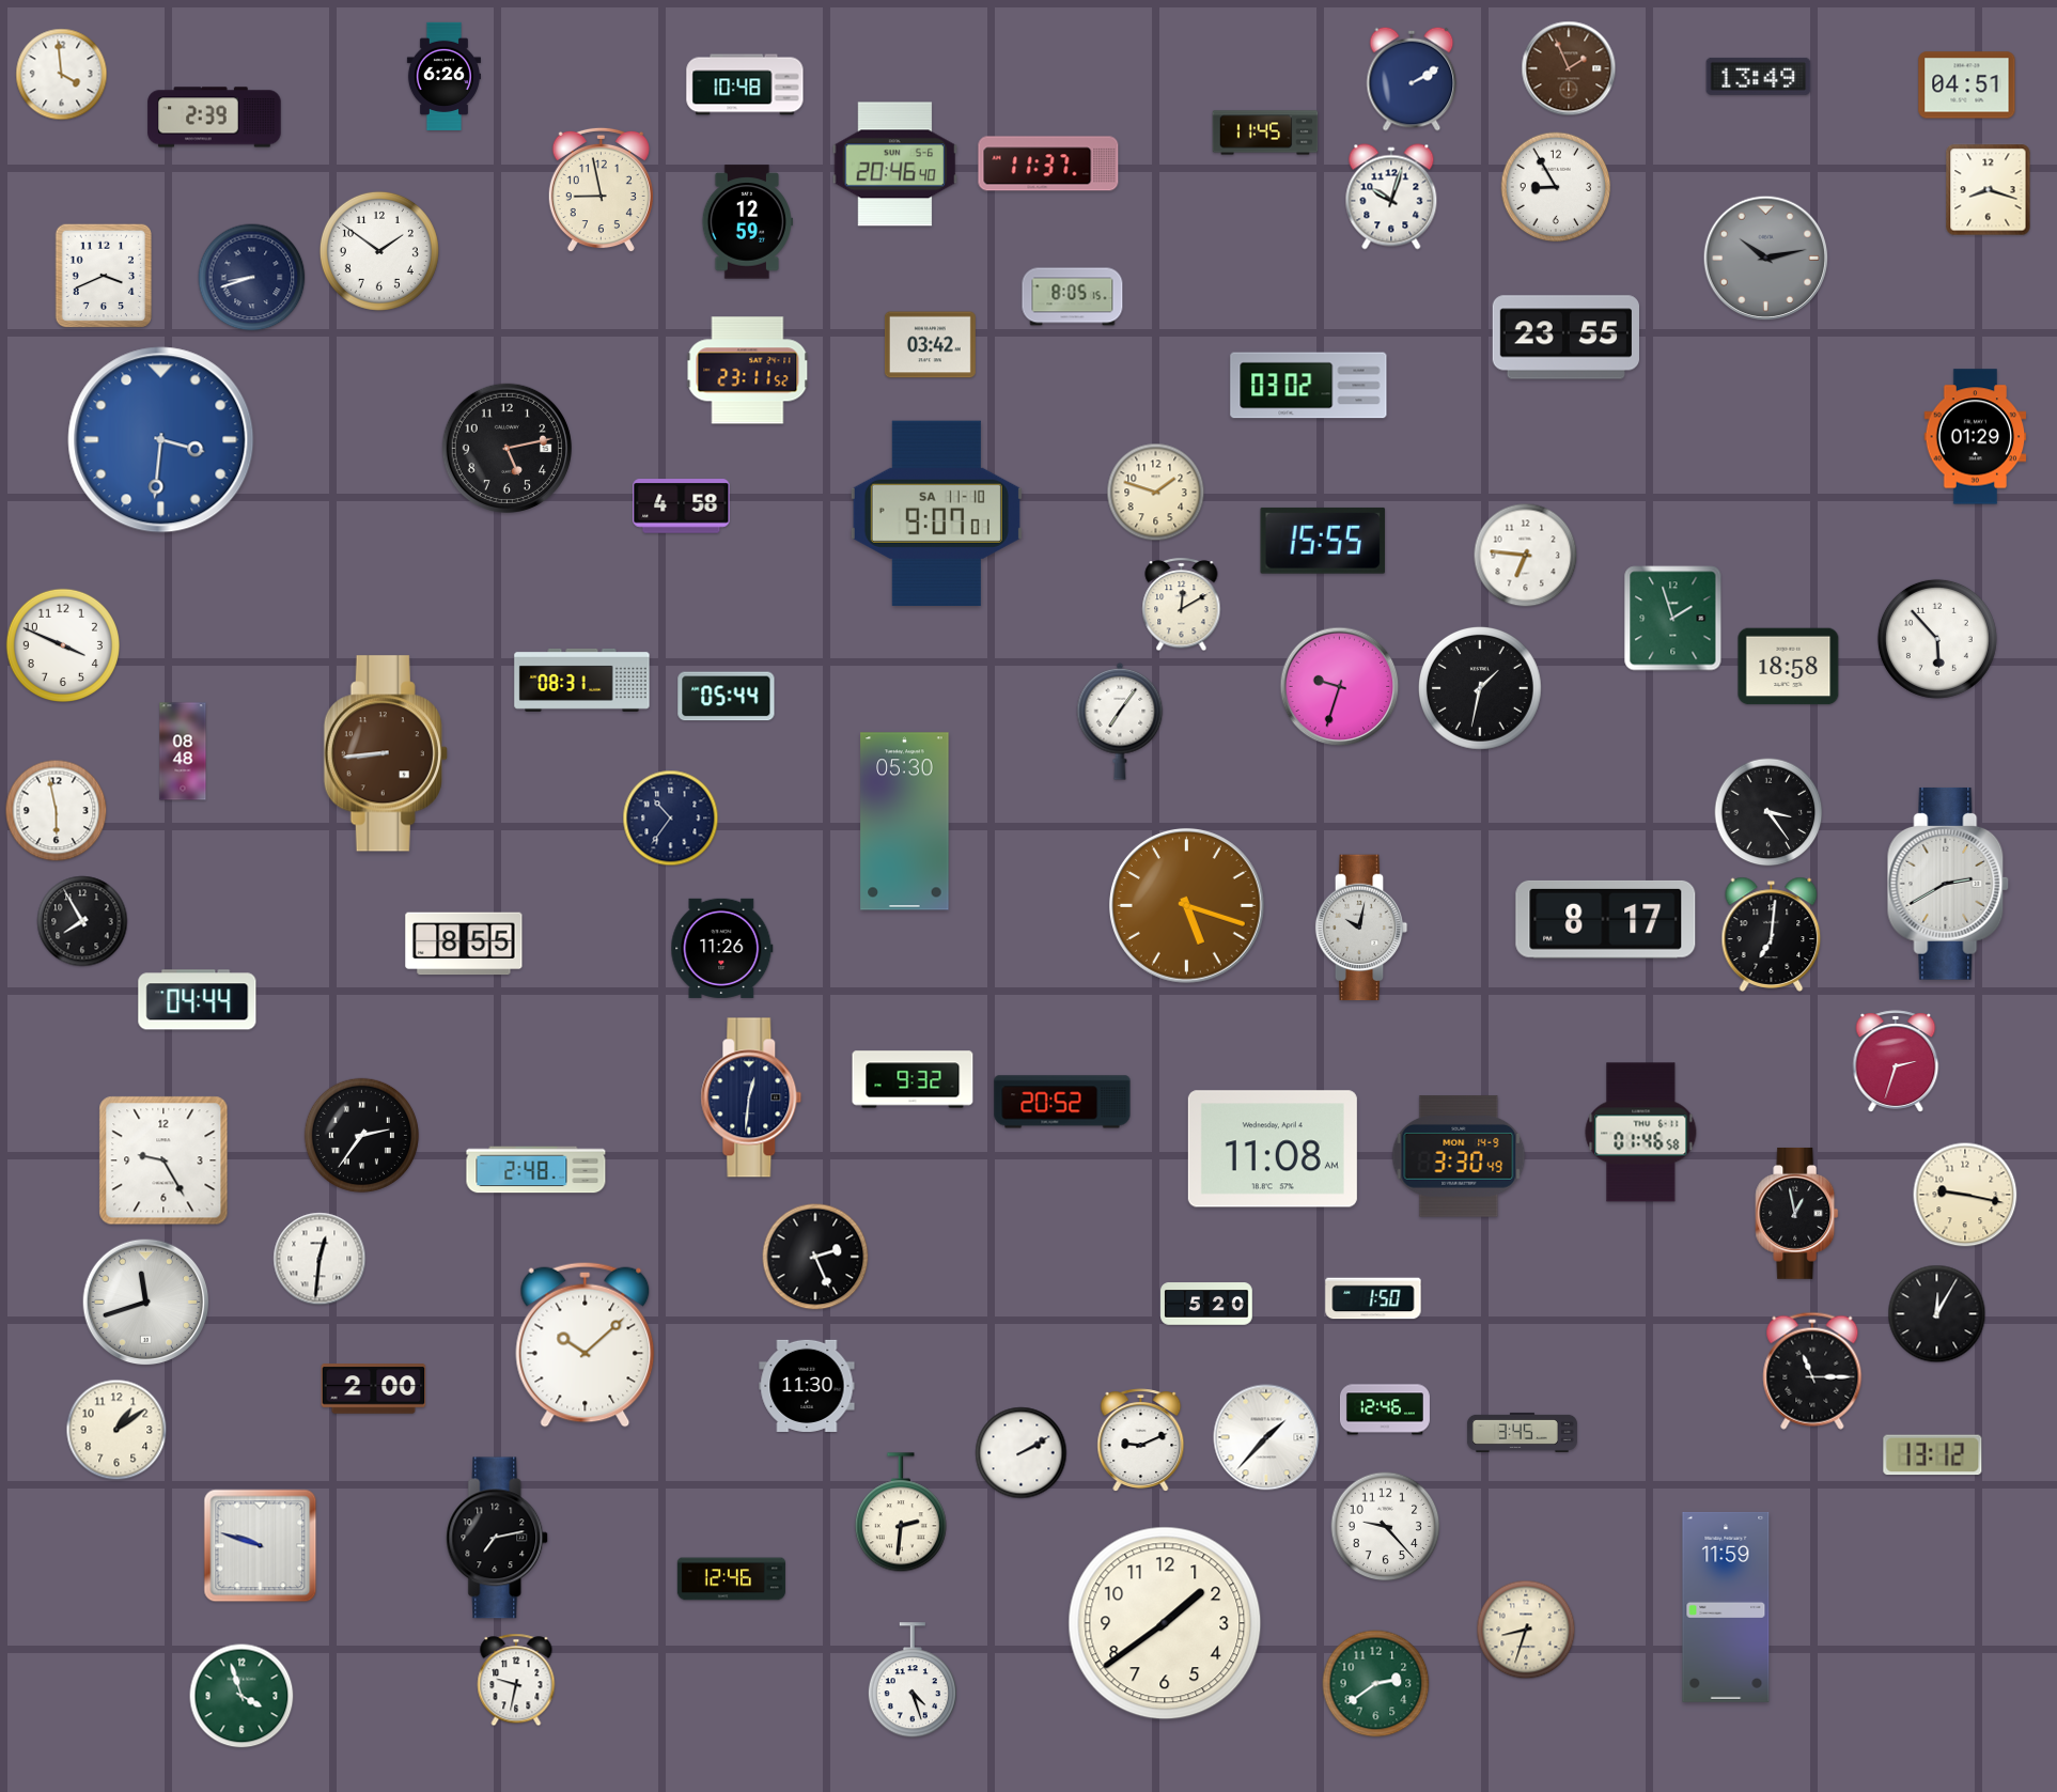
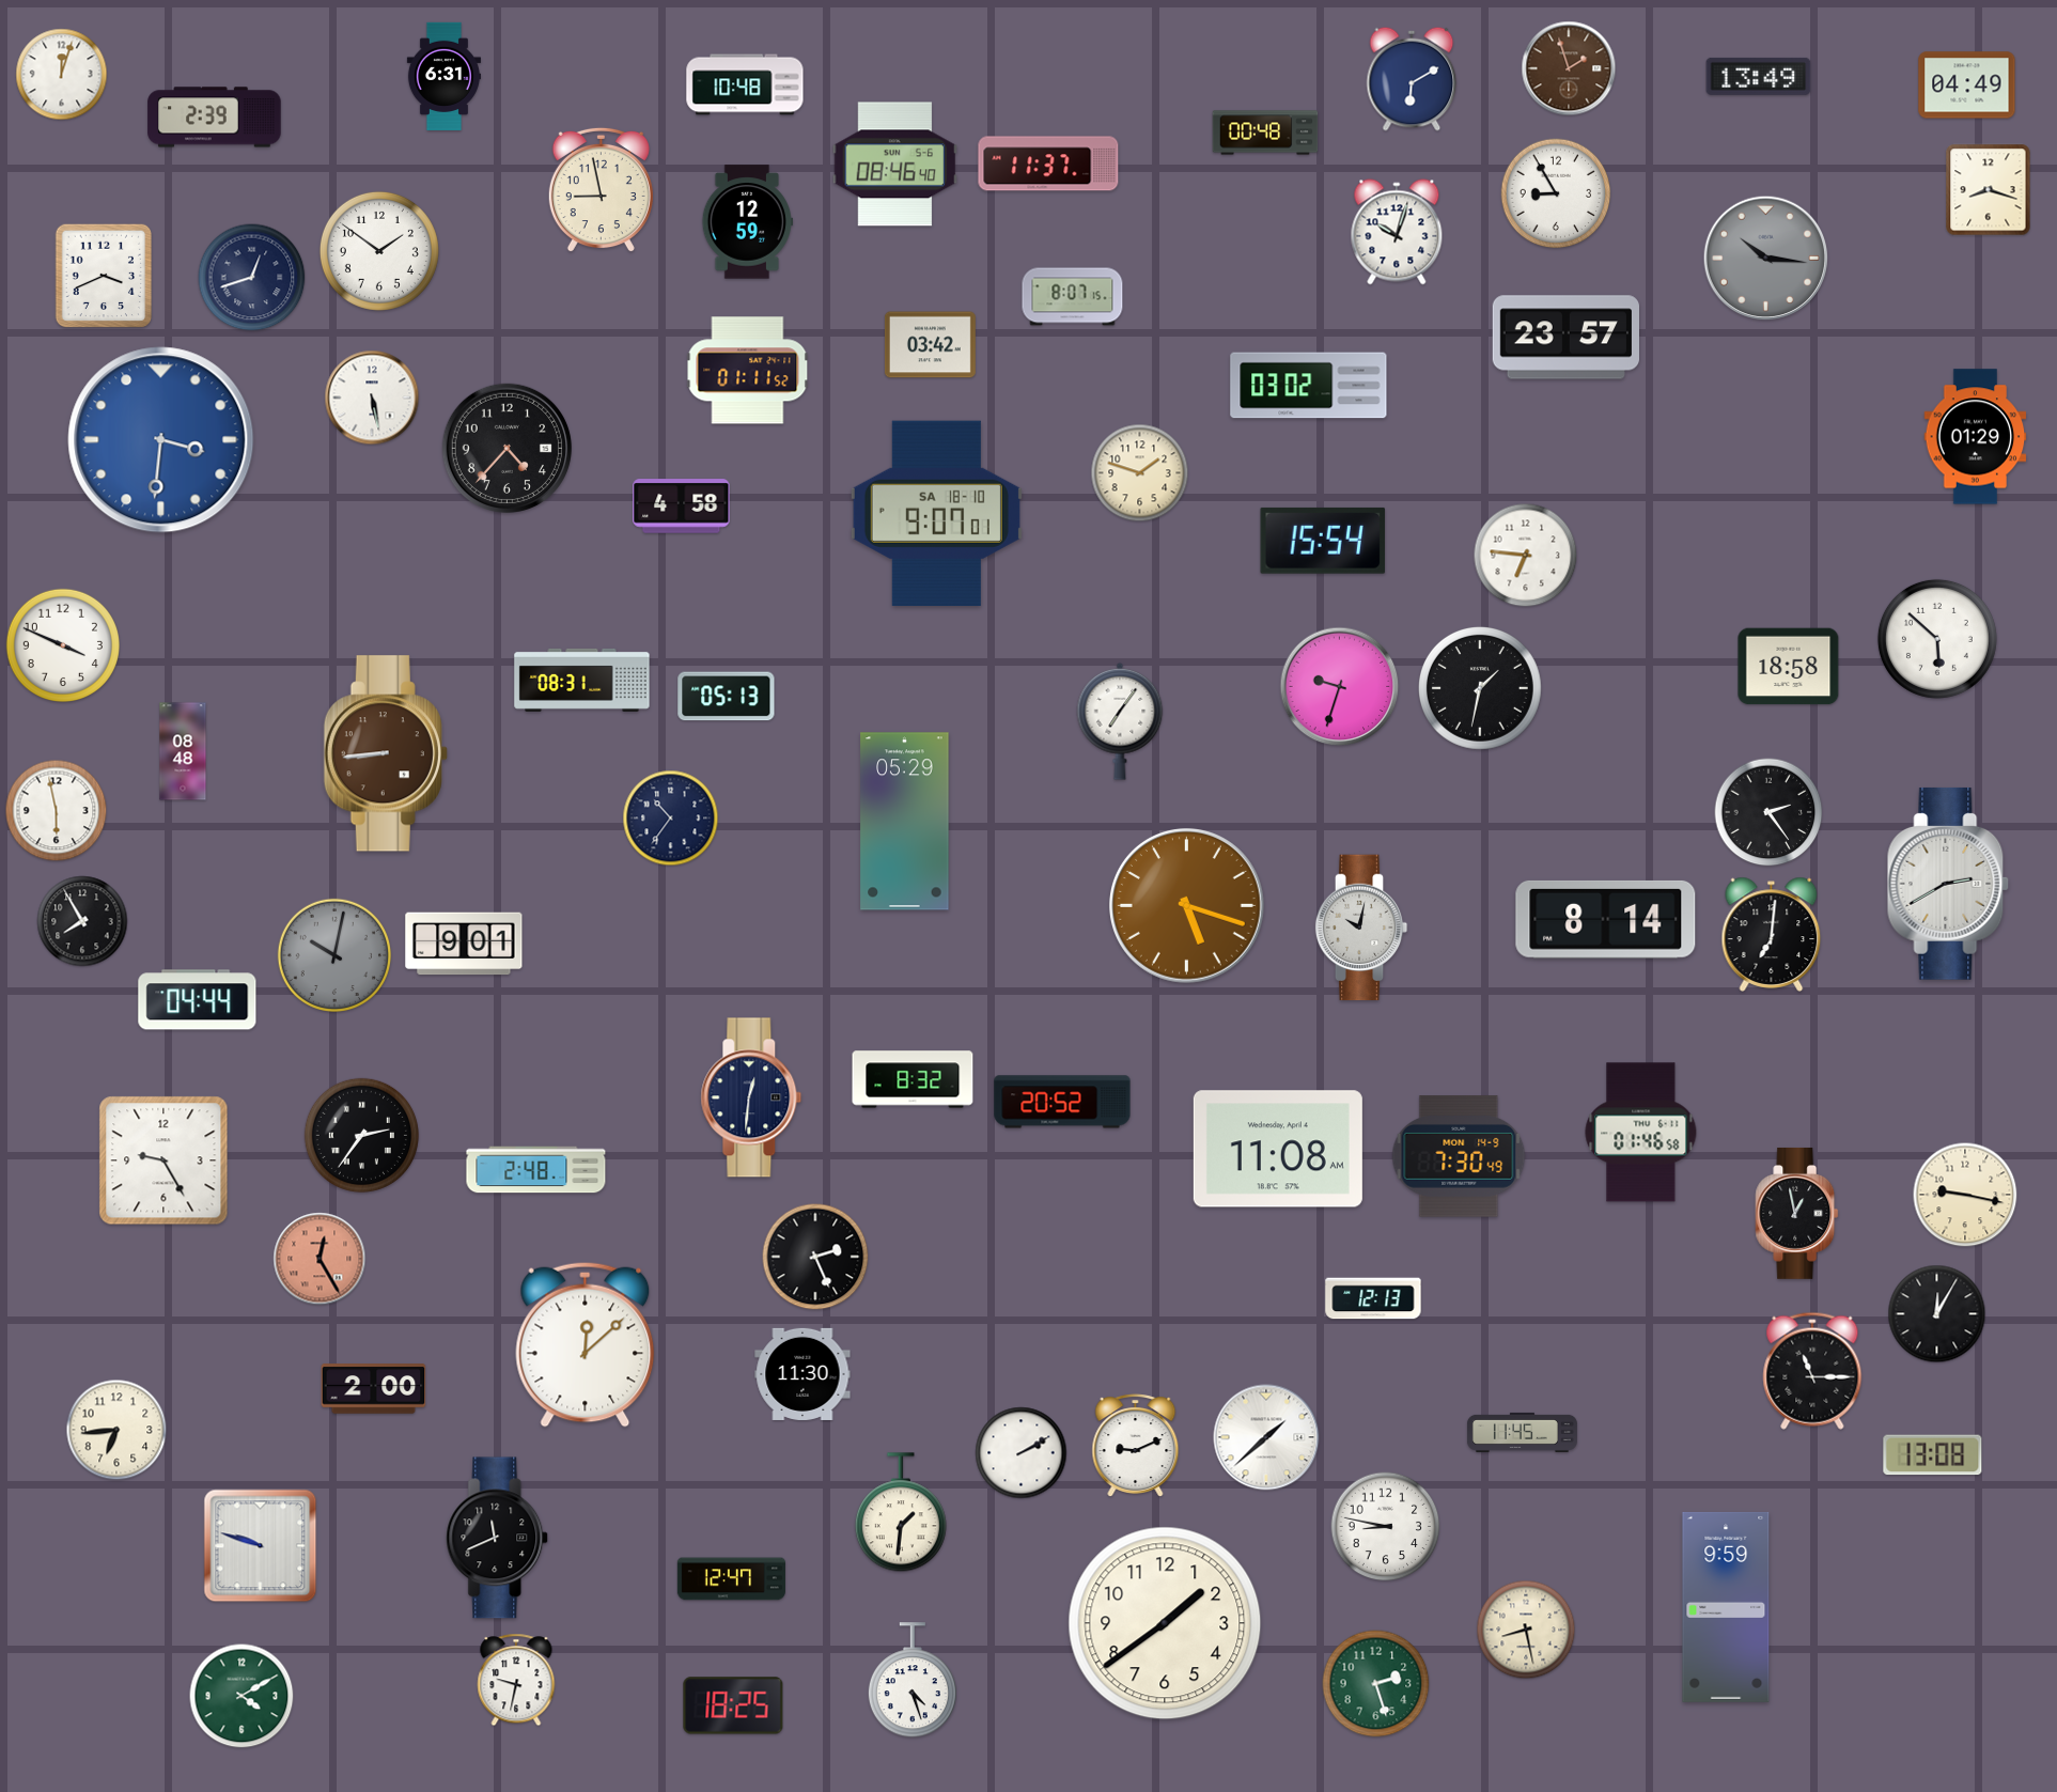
clock at (1569, 68): 1:56 -> 1:57
clock at (62, 75): 3:59 -> 12:03
clock at (443, 76): 6:26 -> 6:31
clock at (1412, 79): 2:10 -> 6:10
clock at (1967, 85): 04:51 -> 04:49
clock at (1265, 133): 11:45 -> 00:48
clock at (895, 165): 20:46 -> 08:46
clock at (1556, 187) position: (1556, 187) -> (1556, 193)
clock at (1391, 197) position: (1391, 197) -> (1397, 232)
clock at (1766, 259): 10:13 -> 10:16
clock at (252, 278): 8:42 -> 12:42
clock at (1073, 297): 8:05 -> 8:07
clock at (1565, 338): 23:55 -> 23:57
clock at (748, 371): 23:11 -> 01:11
clock at (372, 398): none -> 5:28
clock at (507, 448): 5:13 -> 4:37
clock at (1156, 493) position: (1156, 493) -> (1140, 473)
clock at (936, 513) date: SA 11-10 -> SA 18-10
clock at (1323, 541): 15:55 -> 15:54
clock at (1182, 605): 12:10 -> none
clock at (1673, 619): 1:57 -> none
clock at (1937, 639): 5:53 -> 5:52
clock at (727, 697): 05:44 -> 05:13
clock at (1768, 812): 3:24 -> 2:24
clock at (905, 822): 05:30 -> 05:29
clock at (1606, 919): 8:17 -> 8:14
clock at (464, 944): 8:55 -> 9:01
clock at (722, 948): 11:26 -> none
clock at (333, 954): none -> 10:02
clock at (1896, 1061): 2:33 -> none
clock at (913, 1079): 9:32 -> 8:32
clock at (1273, 1149) position: (1273, 1149) -> (1278, 1149)
clock at (1459, 1156): 3:30 -> 7:30
clock at (320, 1259): 12:31 -> 12:25
clock at (320, 1259) dial: white -> salmon
clock at (1373, 1298): 1:50 -> 12:13
clock at (146, 1303): 11:42 -> none
clock at (1206, 1304): 5:20 -> none
clock at (586, 1344): 10:08 -> 12:08
clock at (807, 1386) position: (807, 1386) -> (802, 1374)
clock at (1385, 1409): 12:46 -> none
clock at (116, 1430): 1:09 -> 6:44
clock at (1522, 1432): 3:45 -> 11:45
clock at (1266, 1437): 1:37 -> 1:38
clock at (1141, 1440) position: (1141, 1440) -> (1136, 1446)
clock at (1933, 1455): 13:12 -> 13:08
clock at (901, 1513): 2:31 -> 1:31
clock at (1386, 1527): 9:23 -> 8:47
clock at (498, 1538): 7:13 -> 11:41
clock at (731, 1579): 12:46 -> 12:47
clock at (1726, 1607): 11:59 -> 9:59
clock at (1526, 1630): 8:33 -> 8:28
clock at (1376, 1684): 2:39 -> 2:27
clock at (241, 1696): 3:57 -> 4:10
clock at (733, 1705): none -> 18:25
